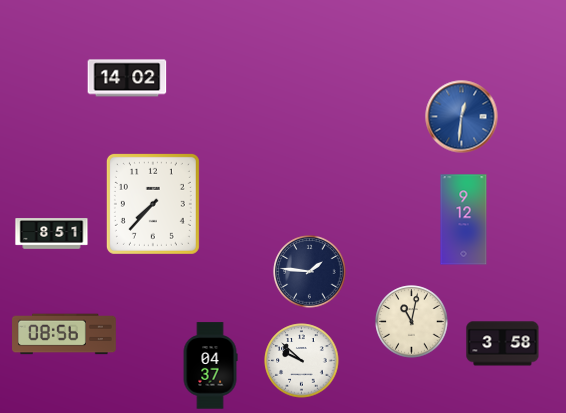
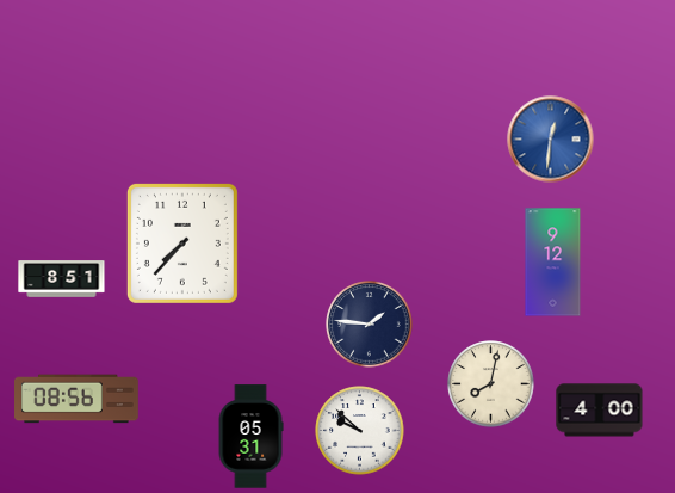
clock at (127, 78): 14:02 -> none
clock at (412, 322): 11:02 -> 8:02
clock at (503, 344): 3:58 -> 4:00
clock at (210, 366): 04:37 -> 05:31
